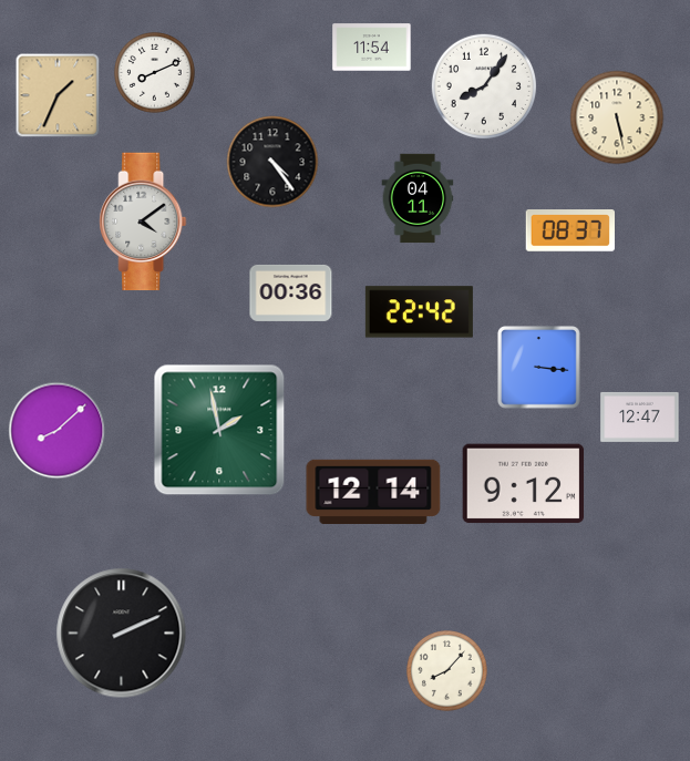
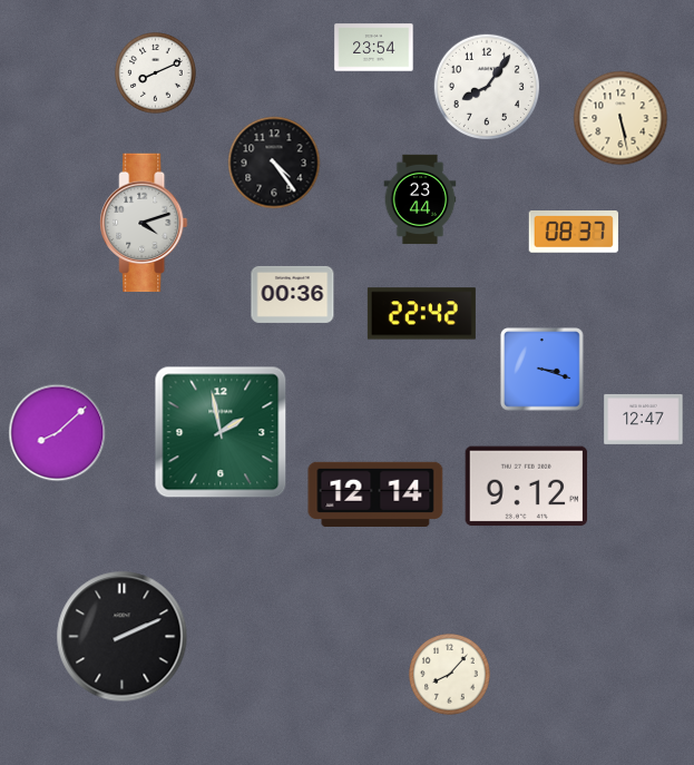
clock at (372, 48): 11:54 -> 23:54
clock at (58, 95): 1:34 -> none
clock at (418, 198): 04:11 -> 23:44
clock at (143, 222): 4:09 -> 4:12
clock at (539, 368): 3:16 -> 3:18
